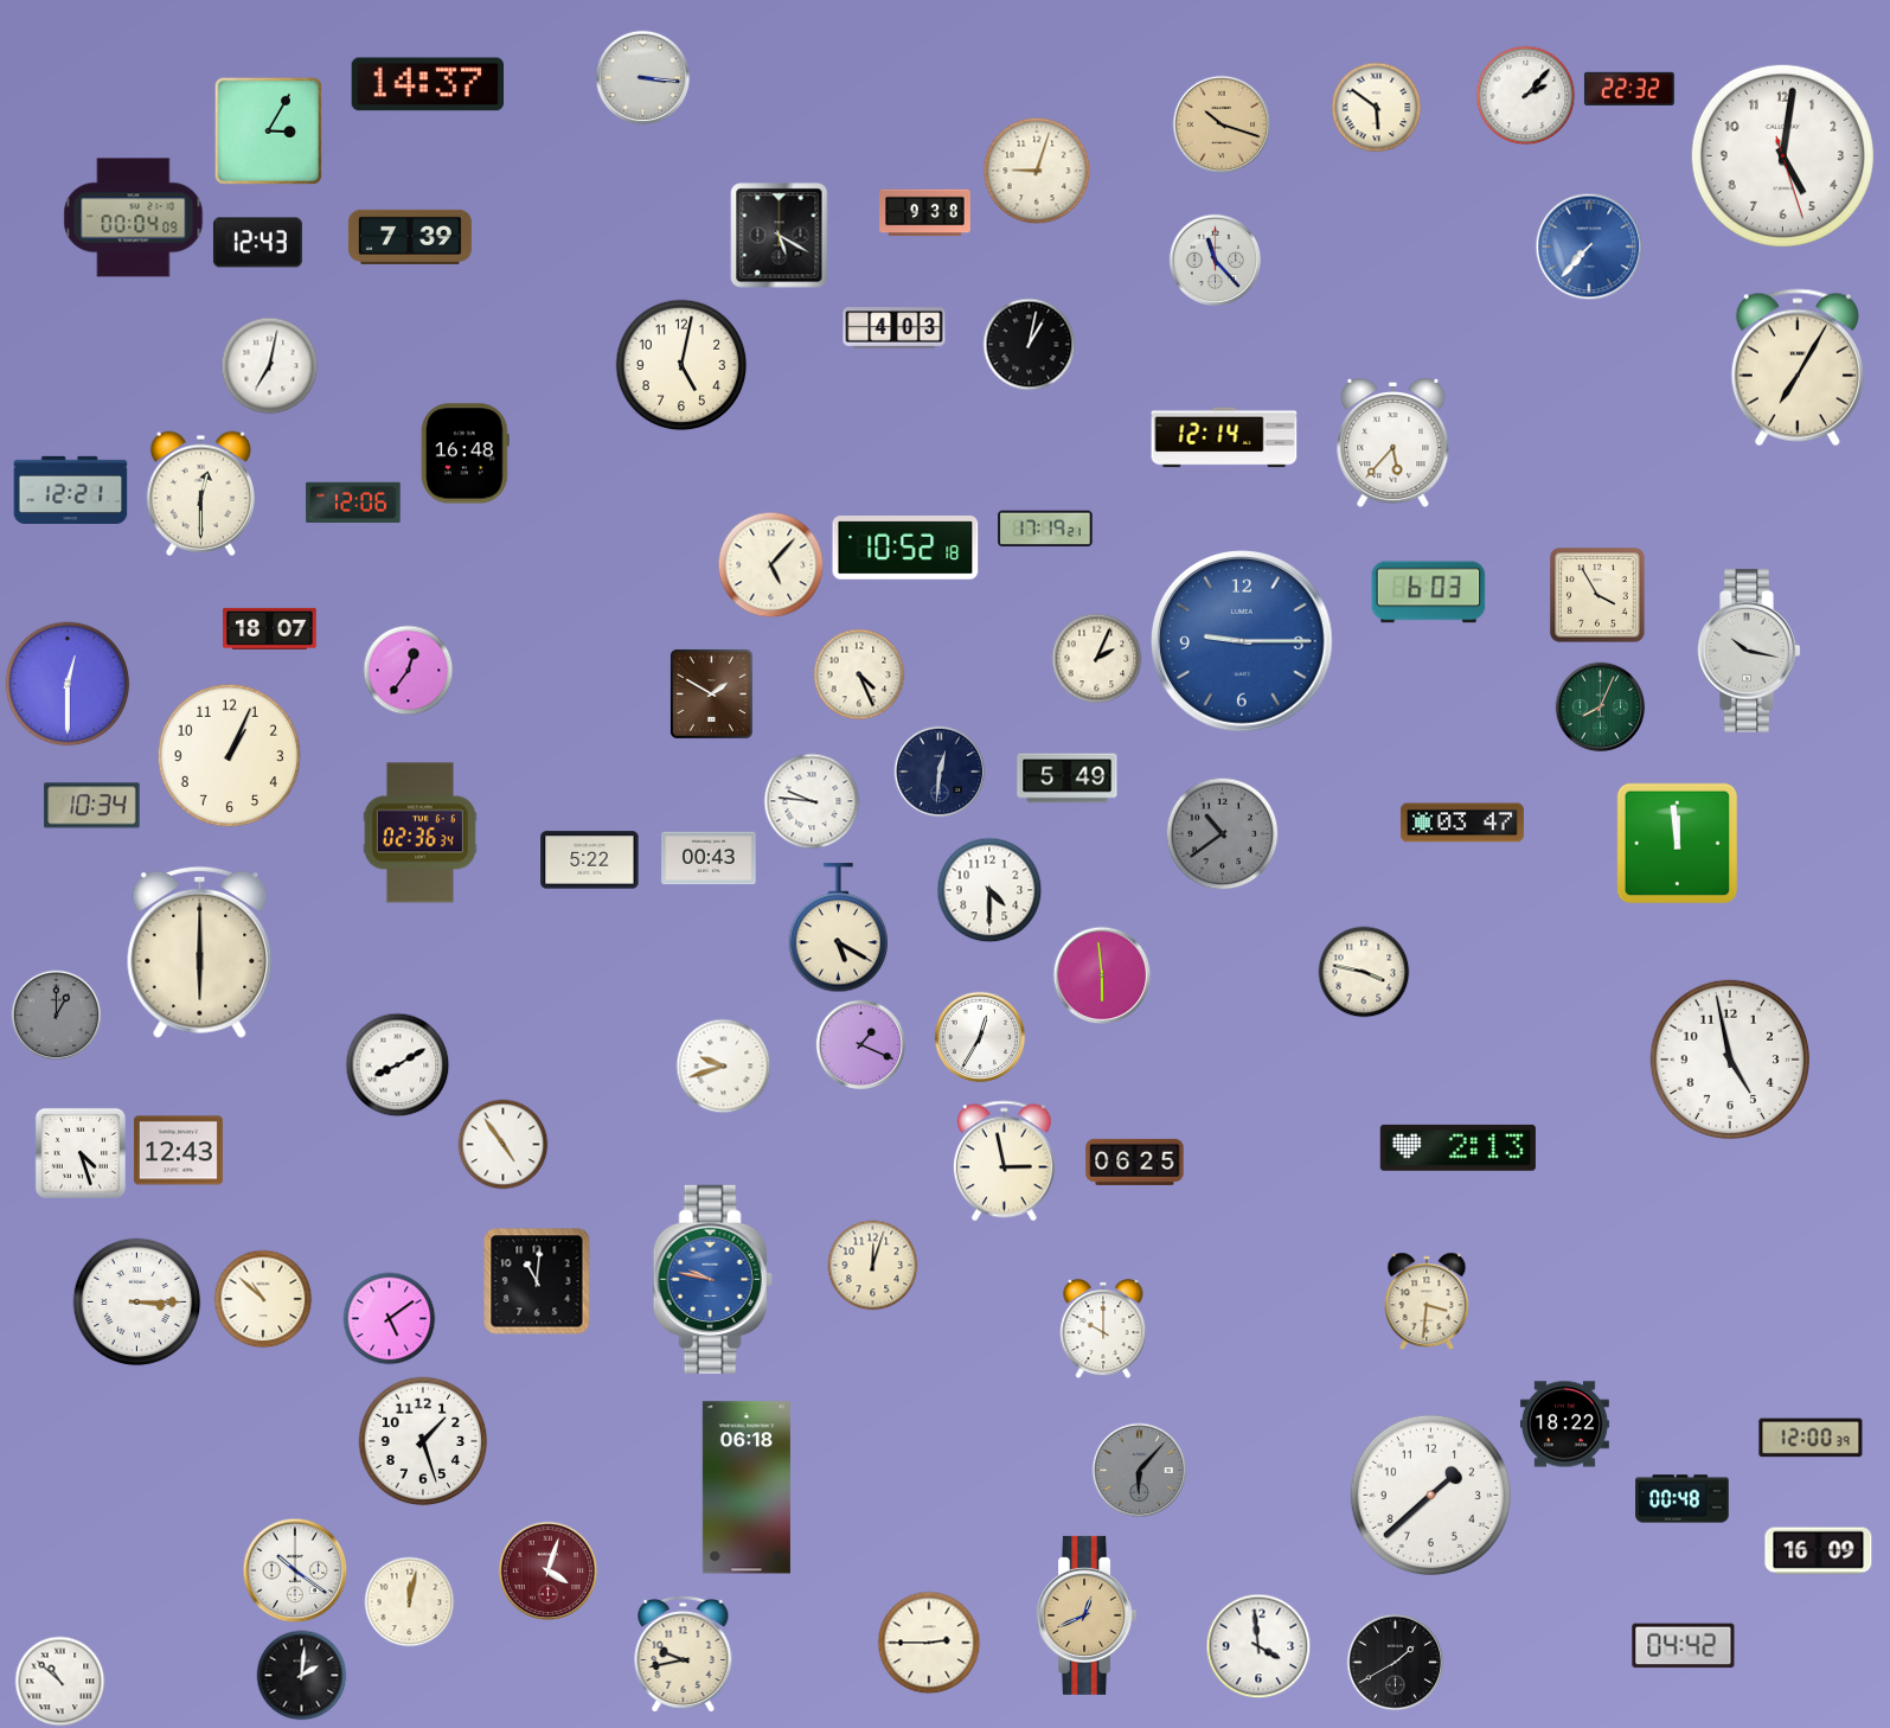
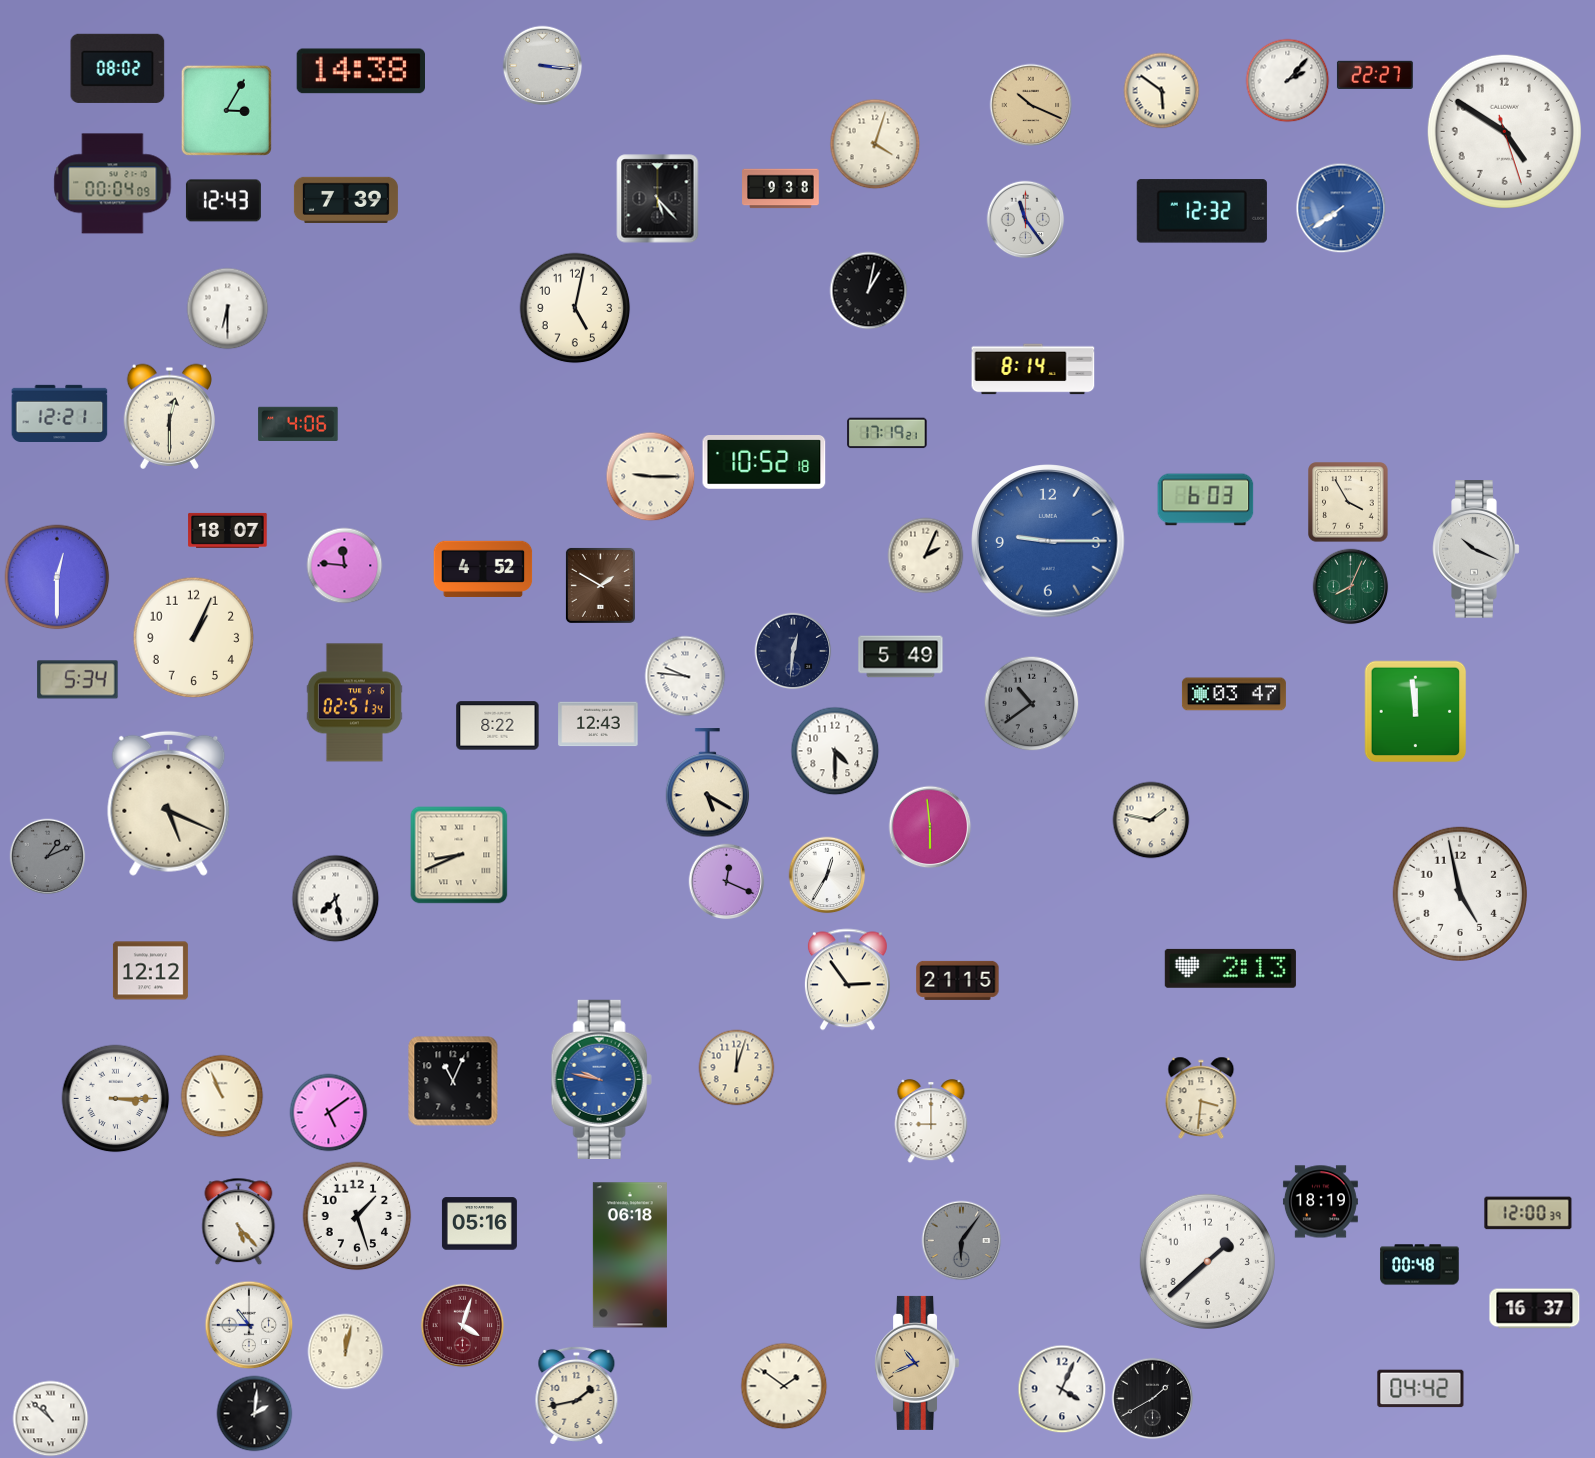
clock at (118, 68): none -> 08:02
clock at (427, 84): 14:37 -> 14:38
clock at (1629, 89): 22:32 -> 22:27
clock at (1222, 124): 10:18 -> 10:19
clock at (1782, 155): 5:01 -> 4:50
clock at (1037, 171): 9:03 -> 4:03
clock at (925, 213) position: (925, 213) -> (781, 189)
clock at (780, 236): 5:20 -> 5:23
clock at (257, 243) position: (257, 243) -> (223, 201)
clock at (1589, 247): 7:37 -> 7:39
clock at (1202, 211): none -> 12:32
clock at (1216, 261): 11:23 -> 11:24
clock at (895, 328): 4:03 -> none
clock at (270, 366): 7:02 -> 6:30
clock at (1798, 367): 7:05 -> none
clock at (1224, 437): 12:14 -> 8:14
clock at (1394, 443): 5:37 -> none
clock at (465, 454): 16:48 -> none
clock at (353, 501): 12:06 -> 4:06
clock at (1045, 529) position: (1045, 529) -> (887, 433)
clock at (771, 565): 5:07 -> 9:15
clock at (1749, 651): 10:17 -> 10:19
clock at (409, 671): 12:36 -> 11:46
clock at (483, 569): none -> 4:52
clock at (859, 674): 4:26 -> none
clock at (1601, 708) position: (1601, 708) -> (1351, 587)
clock at (92, 806): 10:34 -> 5:34
clock at (419, 833): 02:36 -> 02:51
clock at (709, 858): 00:43 -> 12:43
clock at (590, 860): 5:22 -> 8:22
clock at (200, 952): 6:00 -> 5:19
clock at (1364, 972): 3:47 -> 1:47
clock at (1102, 975) position: (1102, 975) -> (930, 827)
clock at (459, 855): none -> 8:41
clock at (57, 1016): 1:00 -> 1:11
clock at (861, 1045): 1:19 -> 12:19
clock at (398, 1065): 8:10 -> 7:28
clock at (724, 1067): 9:42 -> none
clock at (504, 1145): 4:54 -> none
clock at (178, 1151): 12:43 -> 12:12
clock at (81, 1153): 4:27 -> none
clock at (1004, 1161): 2:58 -> 2:54
clock at (1135, 1161): 06:25 -> 21:15
clock at (537, 1281): 11:01 -> 11:04
clock at (263, 1299): 10:52 -> 10:56
clock at (1427, 1301) position: (1427, 1301) -> (1201, 1098)
clock at (1103, 1330): 10:00 -> 9:00
clock at (1564, 1425): 18:22 -> 18:19
clock at (239, 1222): none -> 5:23
clock at (479, 1224): none -> 05:16
clock at (1140, 1471): 6:07 -> 6:06
clock at (1819, 1551): 16:09 -> 16:37
clock at (295, 1570): 10:21 -> 10:45
clock at (1085, 1615): 12:41 -> 10:41
clock at (929, 1643): 2:45 -> 1:51
clock at (1258, 1646): 3:59 -> 4:04
clock at (684, 1653): 9:43 -> 1:43
clock at (1396, 1663) position: (1396, 1663) -> (1153, 1399)
